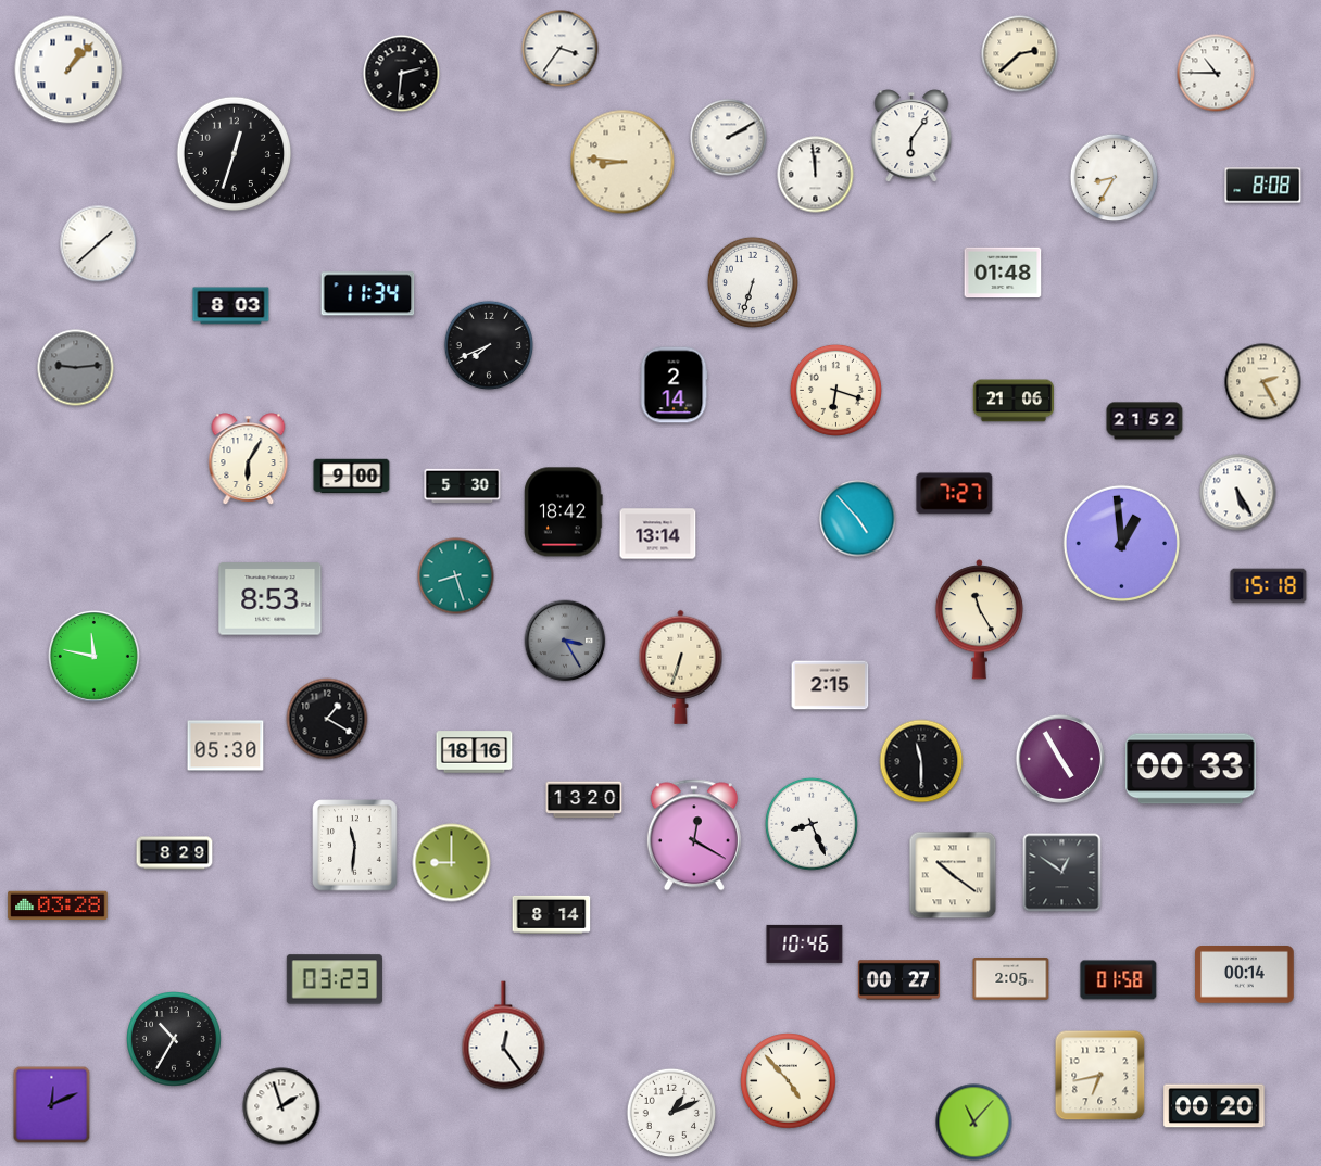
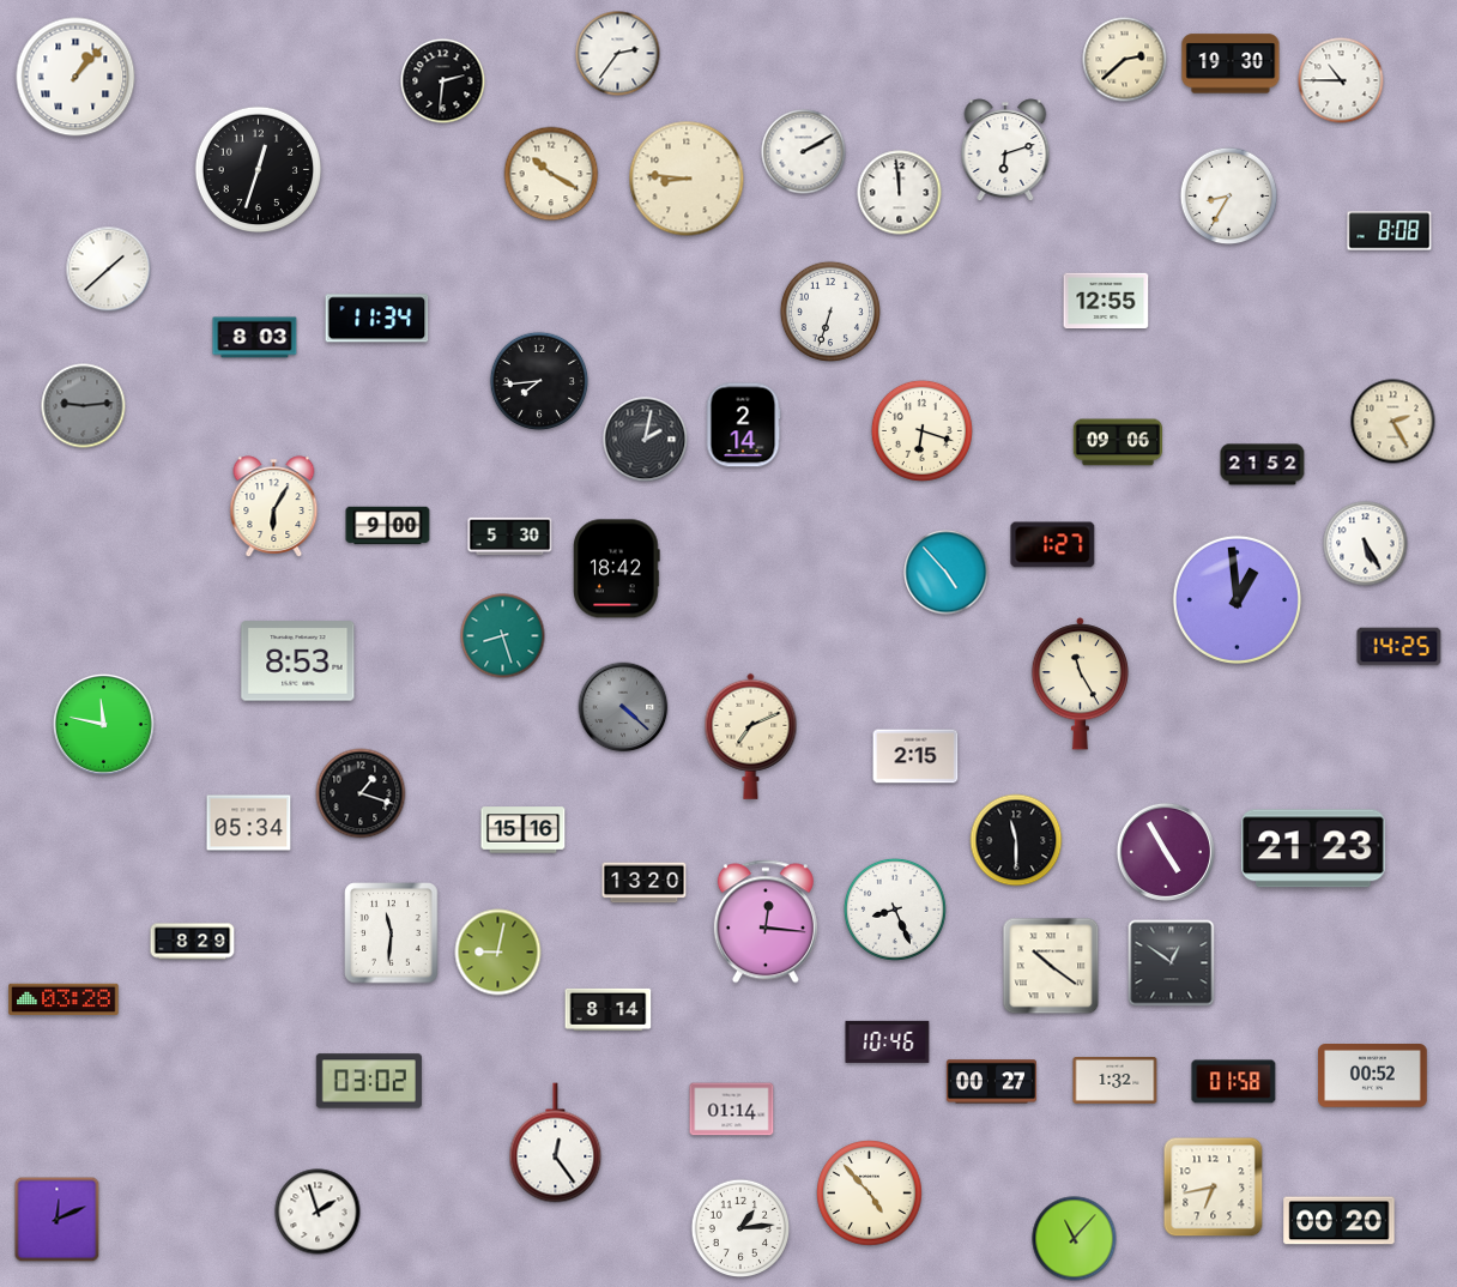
clock at (561, 49): 3:36 -> 2:36
clock at (1231, 64): none -> 19:30
clock at (911, 136): 6:06 -> 6:12
clock at (551, 174): none -> 10:20
clock at (1263, 186) position: (1263, 186) -> (1390, 231)
clock at (1003, 273): 01:48 -> 12:55
clock at (368, 294) position: (368, 294) -> (377, 319)
clock at (489, 345): 7:41 -> 7:44
clock at (646, 440): none -> 2:02
clock at (1012, 401): 21:06 -> 09:06
clock at (955, 494): 7:27 -> 1:27
clock at (564, 512) position: (564, 512) -> (617, 569)
clock at (658, 534): 13:14 -> none
clock at (1269, 586): 15:18 -> 14:25
clock at (565, 641): 3:25 -> 4:22
clock at (681, 667): 6:33 -> 7:11
clock at (327, 719): 1:20 -> 1:18
clock at (226, 746): 05:30 -> 05:34
clock at (475, 752): 18:16 -> 15:16
clock at (1060, 759) position: (1060, 759) -> (1166, 852)
clock at (1191, 769): 00:33 -> 21:23
clock at (694, 835): 12:20 -> 12:16
clock at (452, 863): 9:00 -> 9:02
clock at (1245, 975): 00:14 -> 00:52
clock at (335, 979): 03:23 -> 03:02
clock at (1011, 979): 2:05 -> 1:32
clock at (732, 1110): none -> 01:14
clock at (175, 1040): 10:35 -> none
clock at (281, 1106) position: (281, 1106) -> (318, 1212)
clock at (671, 1113): 1:11 -> 1:14
